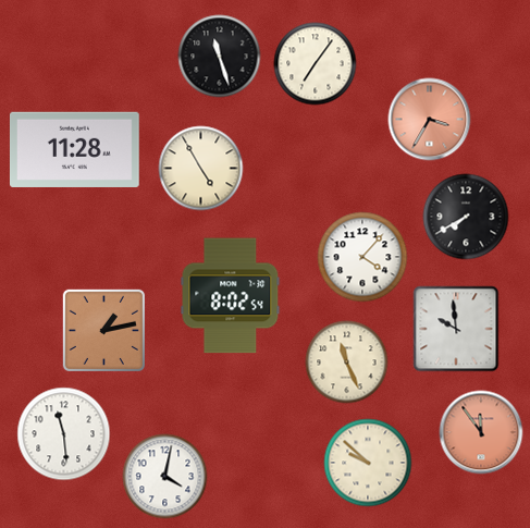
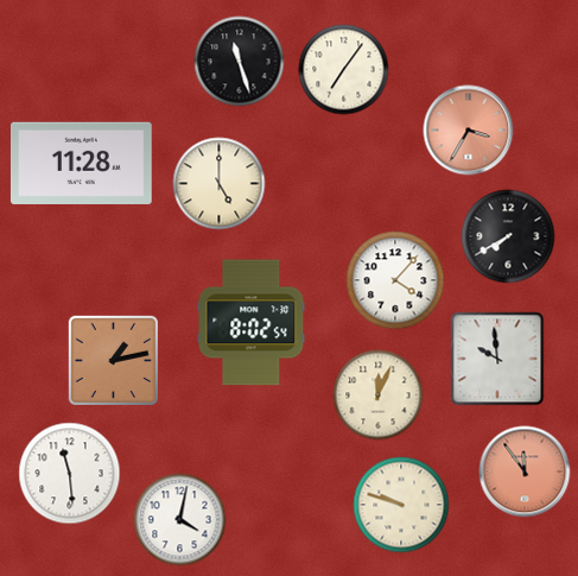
clock at (201, 169): 4:55 -> 5:00
clock at (347, 363): 11:26 -> 12:04
clock at (368, 463): 9:52 -> 9:48
